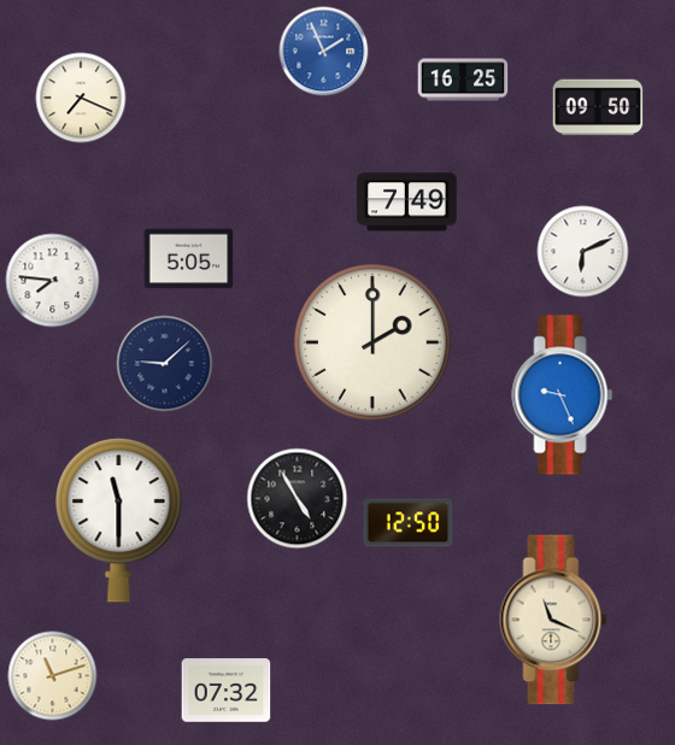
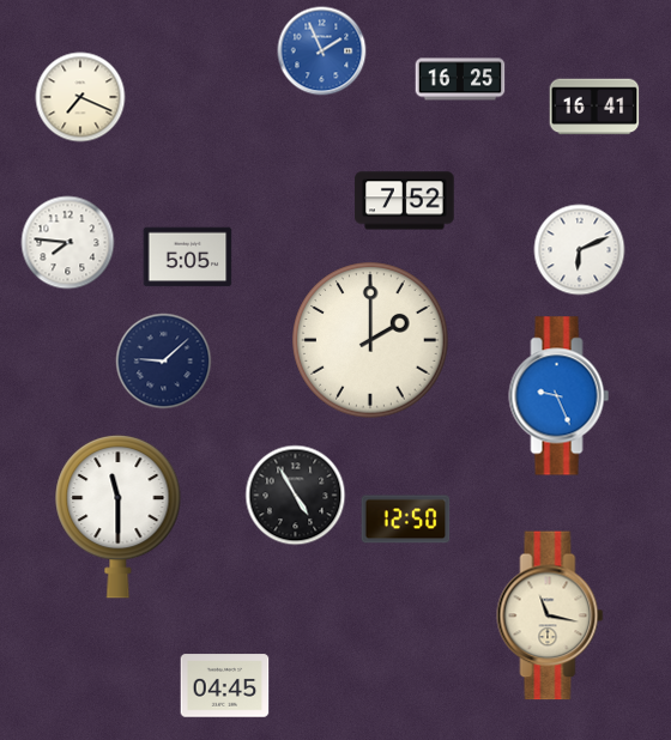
clock at (598, 107): 09:50 -> 16:41
clock at (407, 203): 7:49 -> 7:52
clock at (53, 281) position: (53, 281) -> (68, 243)
clock at (563, 395) position: (563, 395) -> (560, 396)
clock at (553, 620): 11:19 -> 11:17
clock at (53, 676): 11:12 -> none
clock at (227, 691): 07:32 -> 04:45
